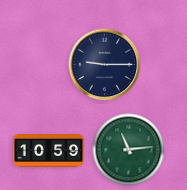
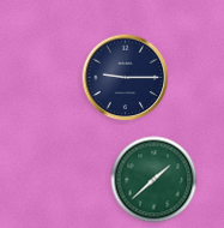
clock at (129, 150): 11:14 -> 1:38
clock at (49, 151): 10:59 -> none
